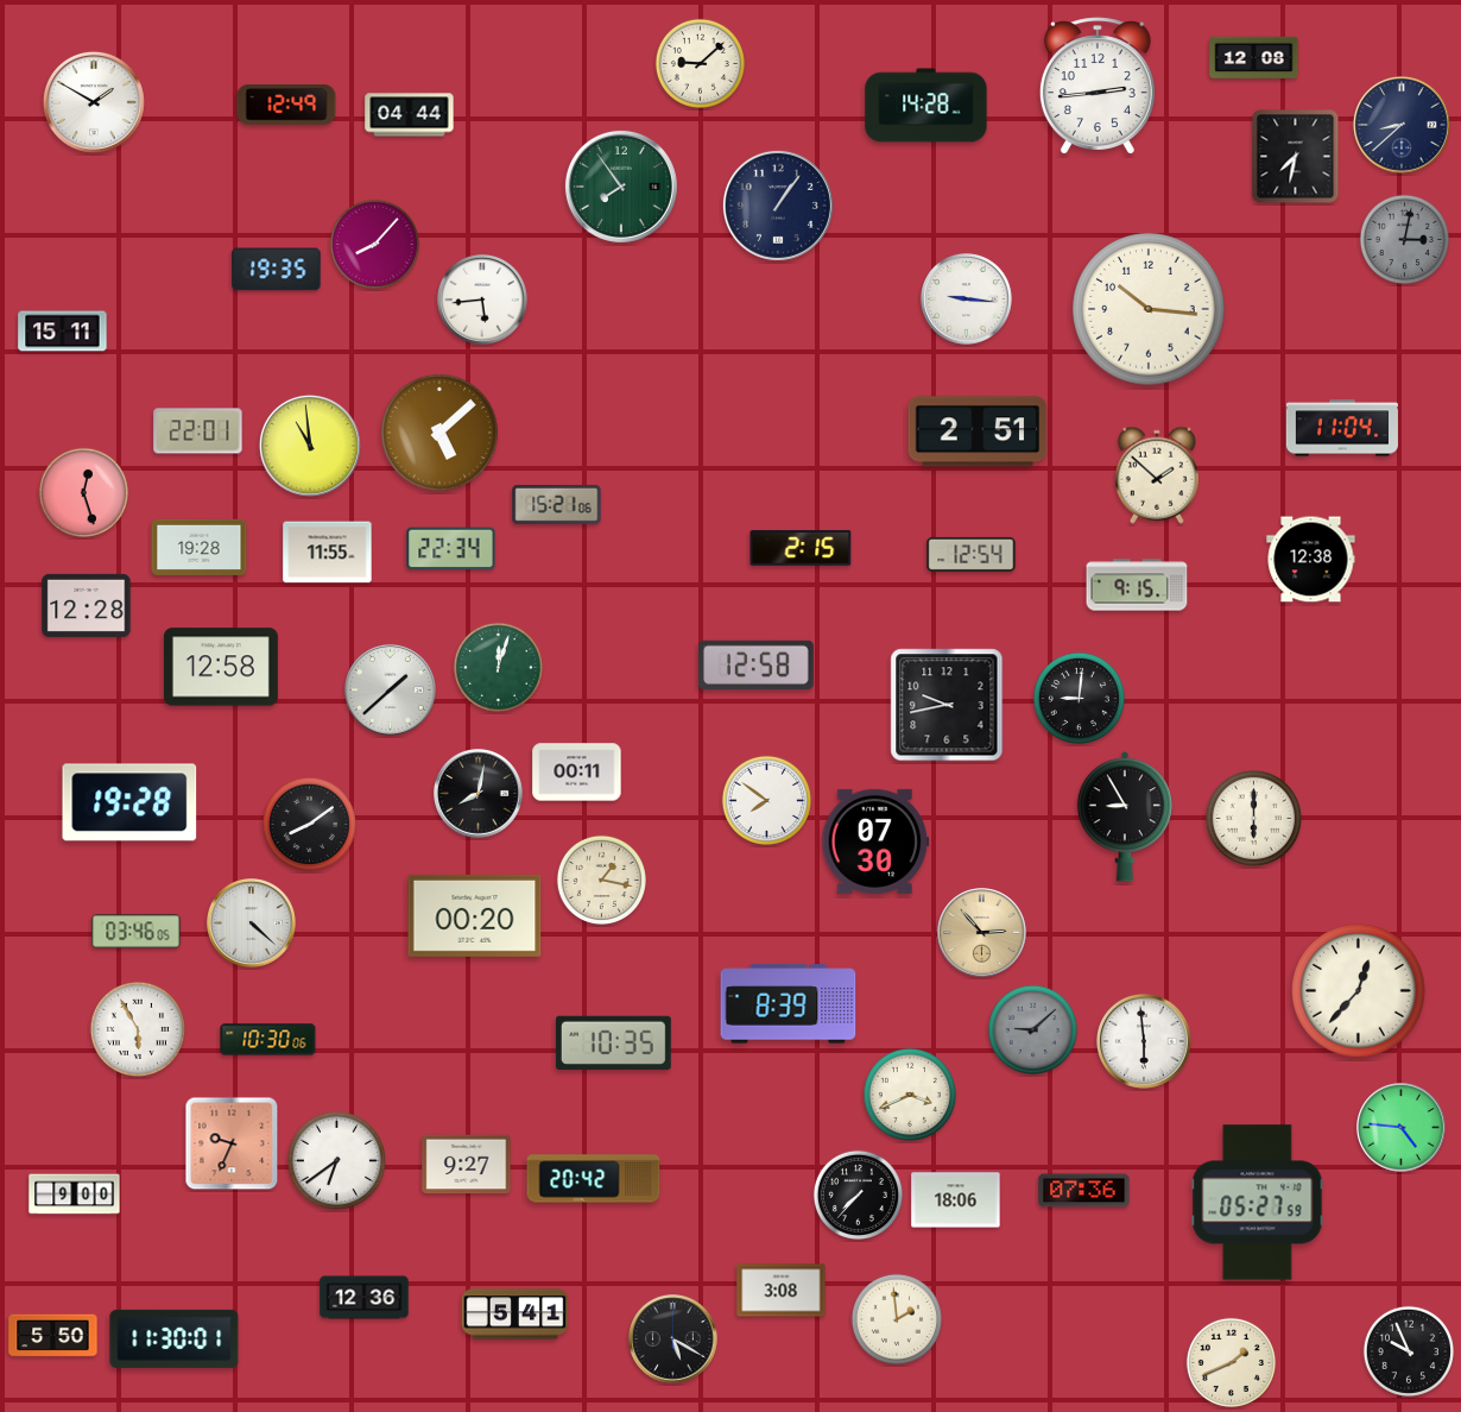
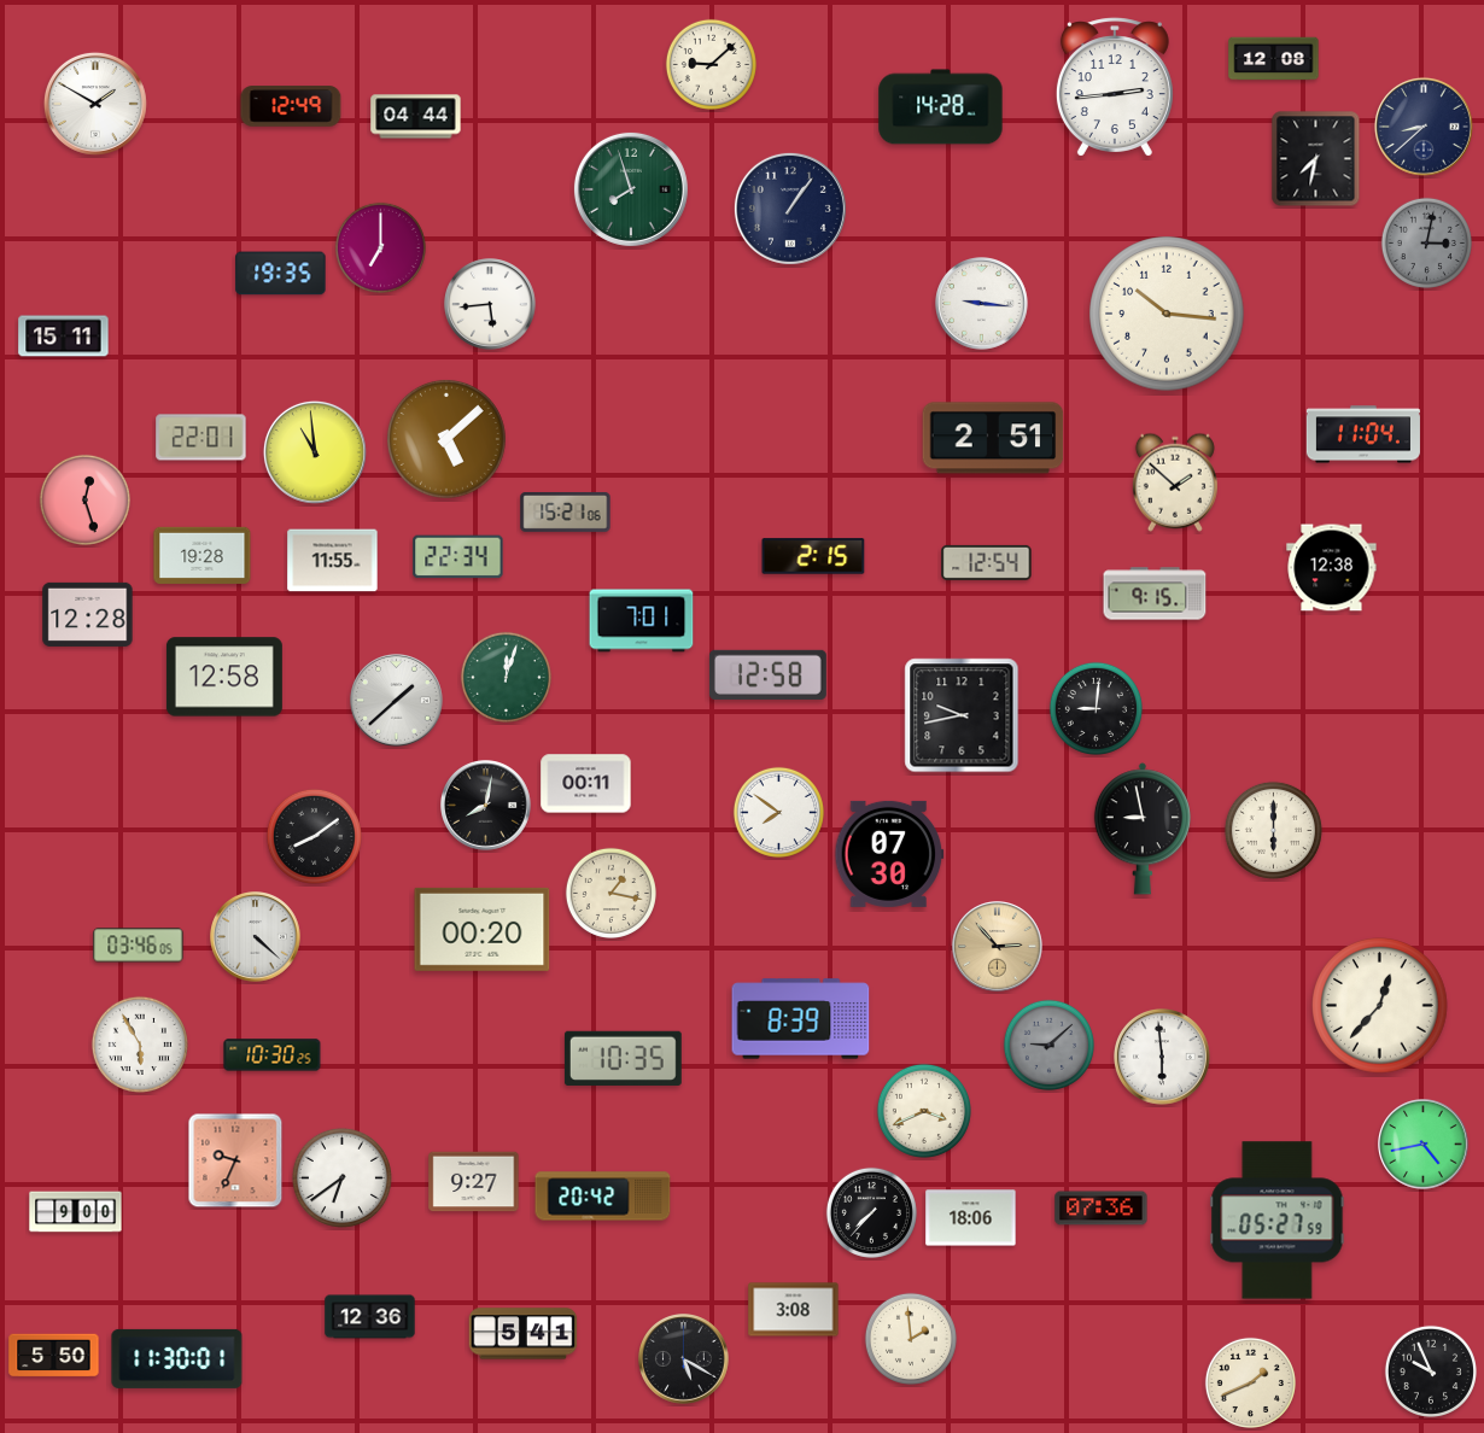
clock at (621, 187): 7:54 -> 7:57
clock at (374, 244): 8:07 -> 7:00
clock at (642, 621): none -> 7:01
clock at (129, 802): 19:28 -> none
clock at (1125, 817): 8:55 -> 8:58
clock at (268, 1040): 10:30:06 -> 10:30:25
clock at (1402, 1128): 4:46 -> 4:43
